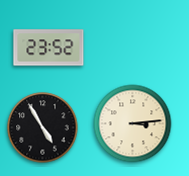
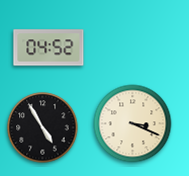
clock at (49, 48): 23:52 -> 04:52
clock at (133, 124): 3:14 -> 3:19
